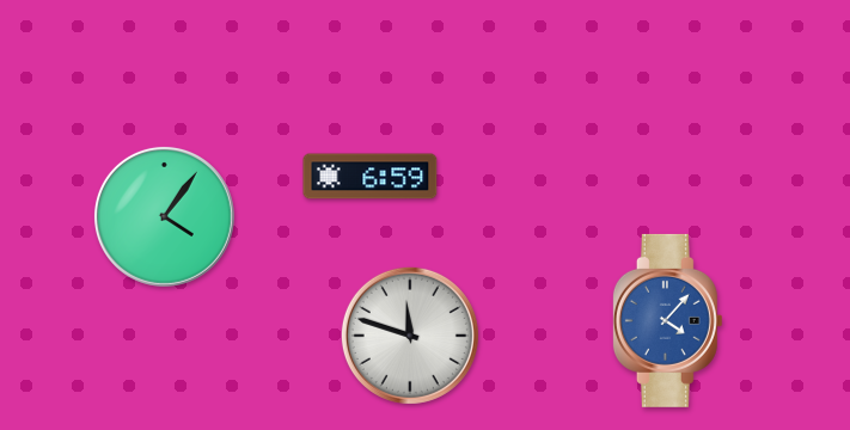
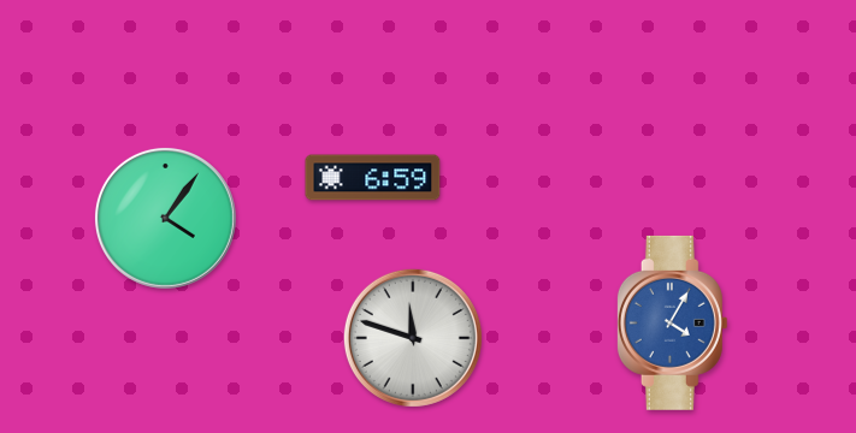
clock at (667, 320): 4:07 -> 4:05
